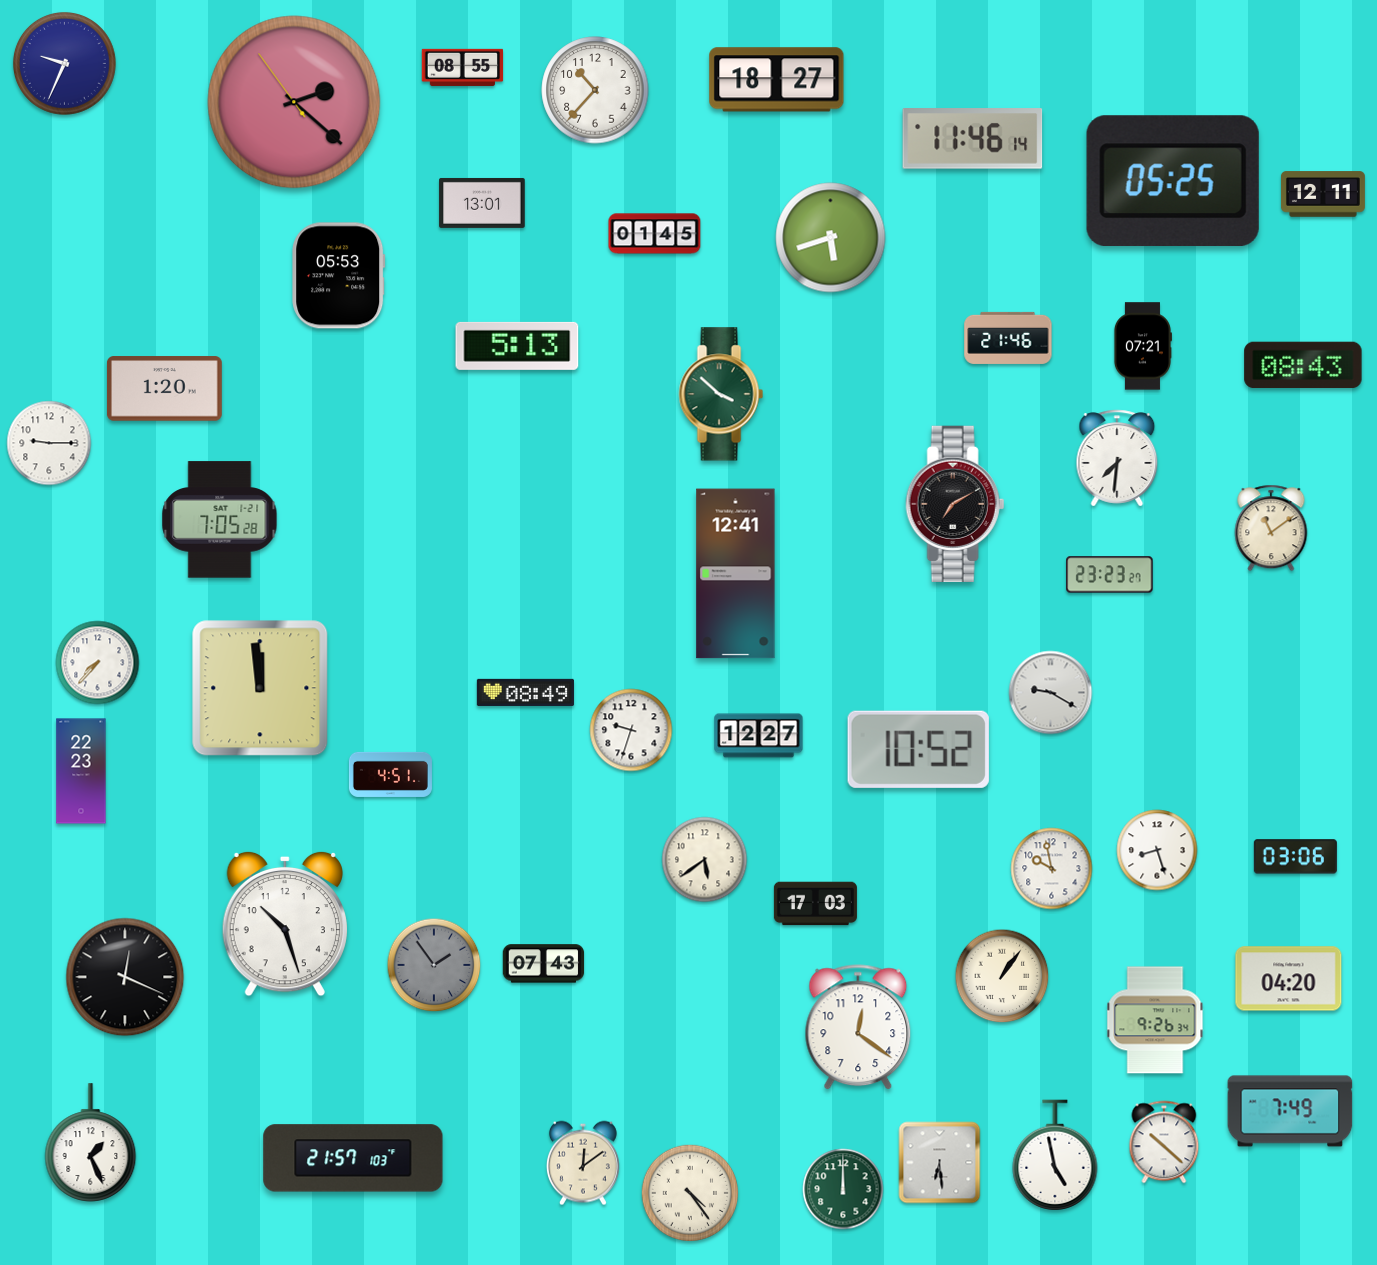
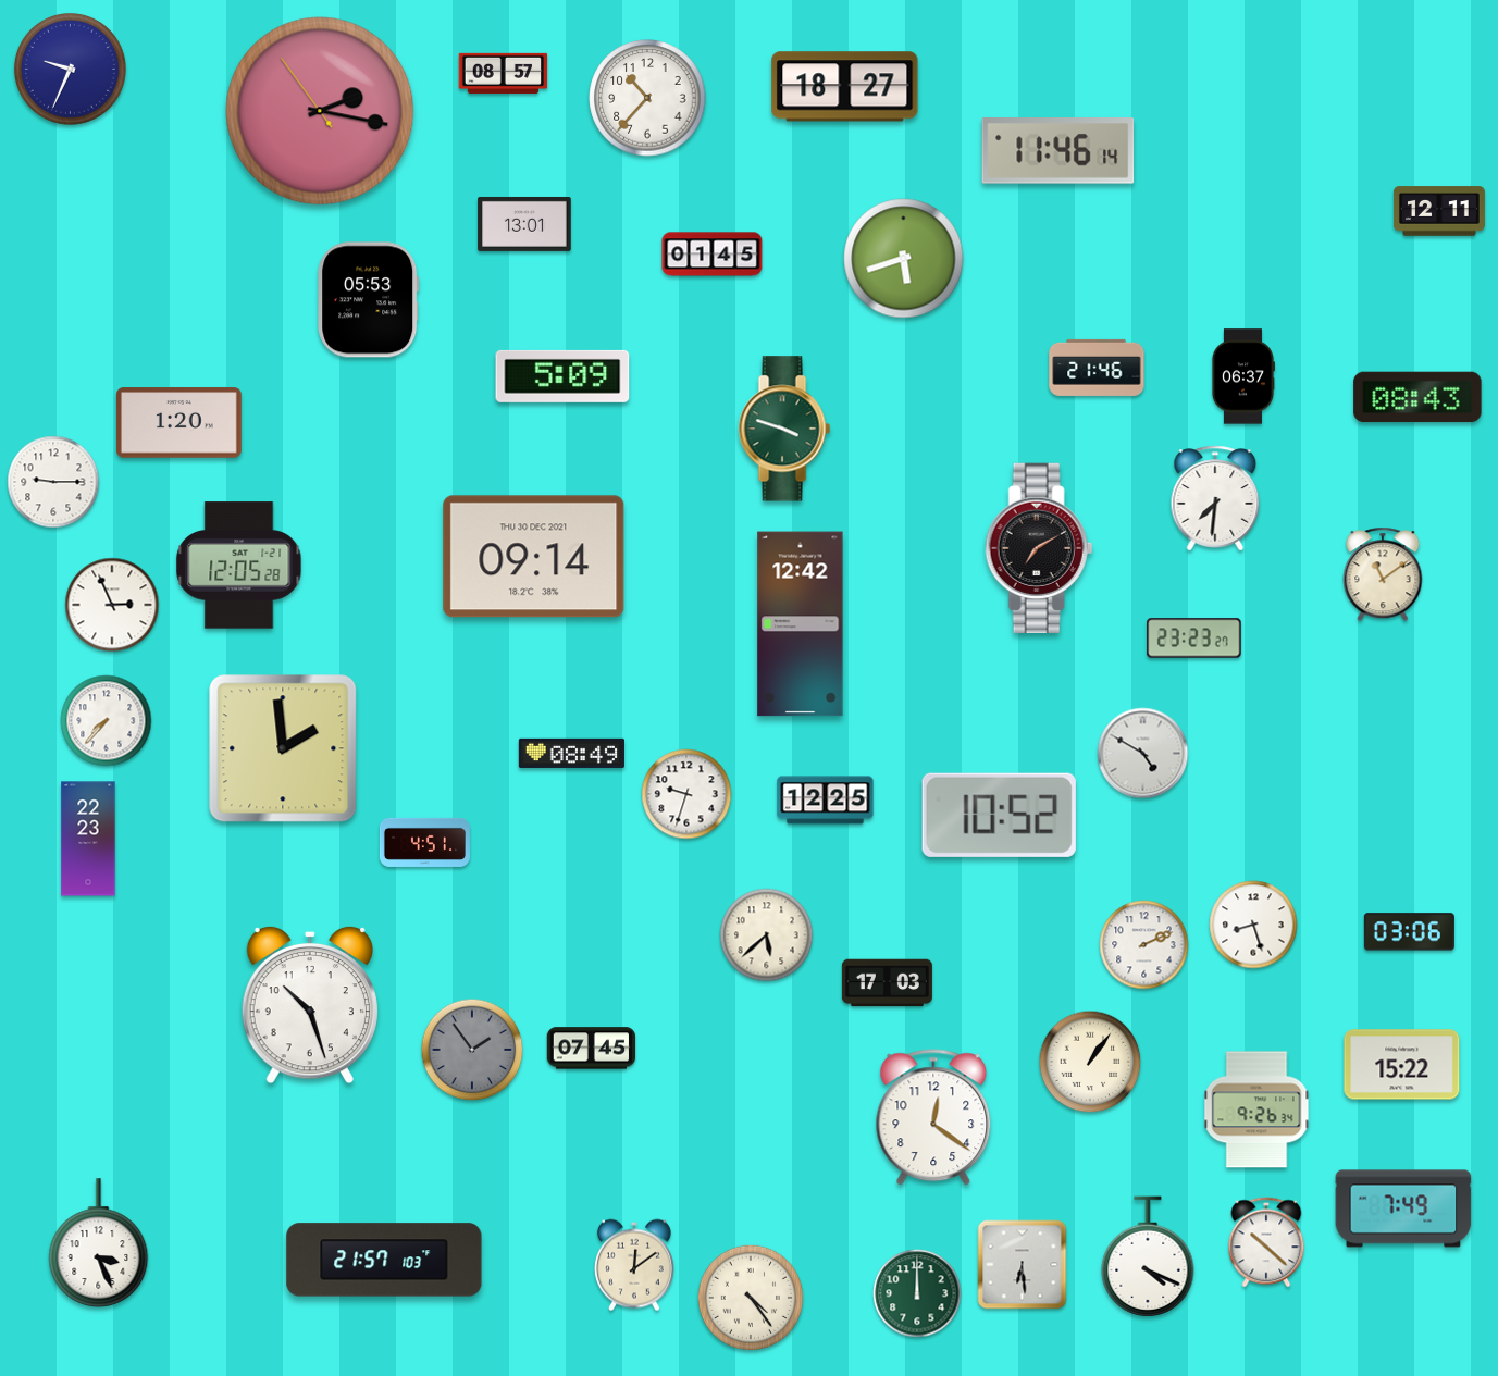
clock at (463, 67): 08:55 -> 08:57
clock at (294, 102): 2:21 -> 2:16
clock at (1173, 181): 05:25 -> none
clock at (482, 203) position: (482, 203) -> (524, 224)
clock at (517, 346): 5:13 -> 5:09
clock at (1142, 346): 07:21 -> 06:37
clock at (721, 394): 3:52 -> 3:48
clock at (534, 557): none -> 09:14
clock at (220, 520): 7:05 -> 12:05
clock at (112, 605): none -> 2:56
clock at (736, 574): 12:41 -> 12:42
clock at (1110, 575) position: (1110, 575) -> (1194, 639)
clock at (260, 688): 11:59 -> 1:59
clock at (1051, 693): 9:20 -> 4:50
clock at (759, 736): 12:27 -> 12:25
clock at (1157, 850) position: (1157, 850) -> (1253, 925)
clock at (705, 860): 5:39 -> 5:38
clock at (1052, 869): 9:58 -> 2:11
clock at (544, 964): 07:43 -> 07:45
clock at (125, 977): 12:19 -> none
clock at (1289, 979): 04:20 -> 15:22
clock at (91, 1143): 1:26 -> 3:26
clock at (1055, 1155): 4:58 -> 4:19
